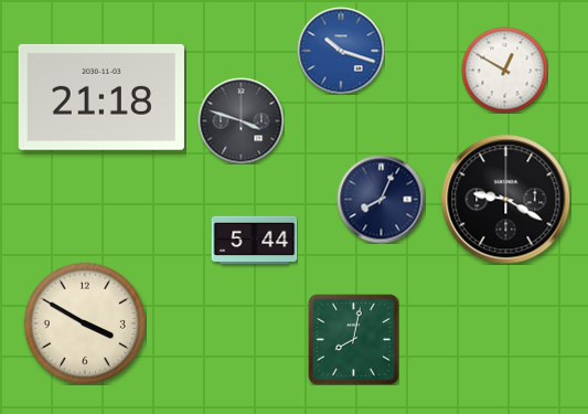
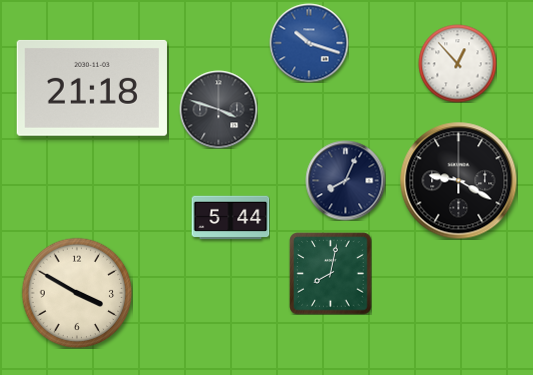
clock at (341, 51) position: (341, 51) -> (309, 43)
clock at (504, 70): 12:50 -> 12:53
clock at (353, 339) position: (353, 339) -> (330, 273)
